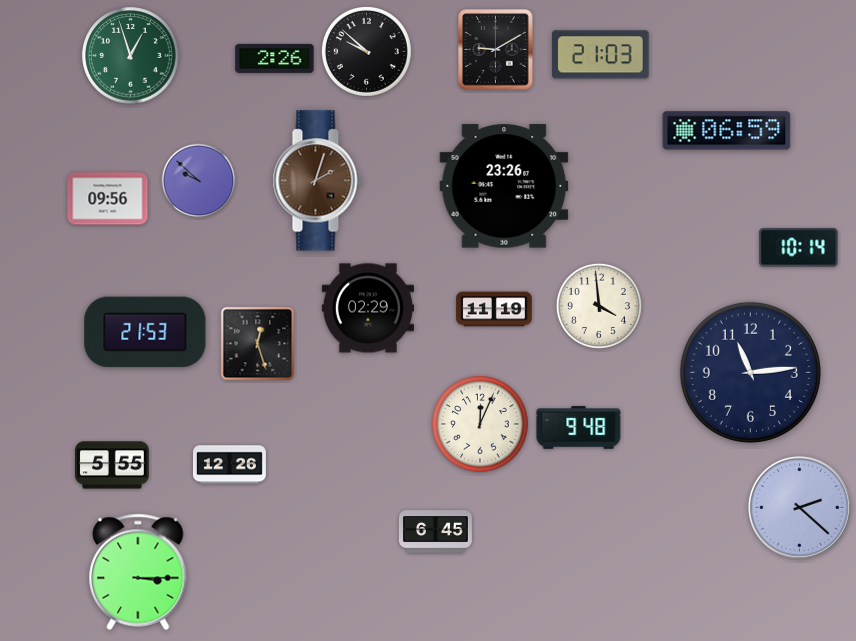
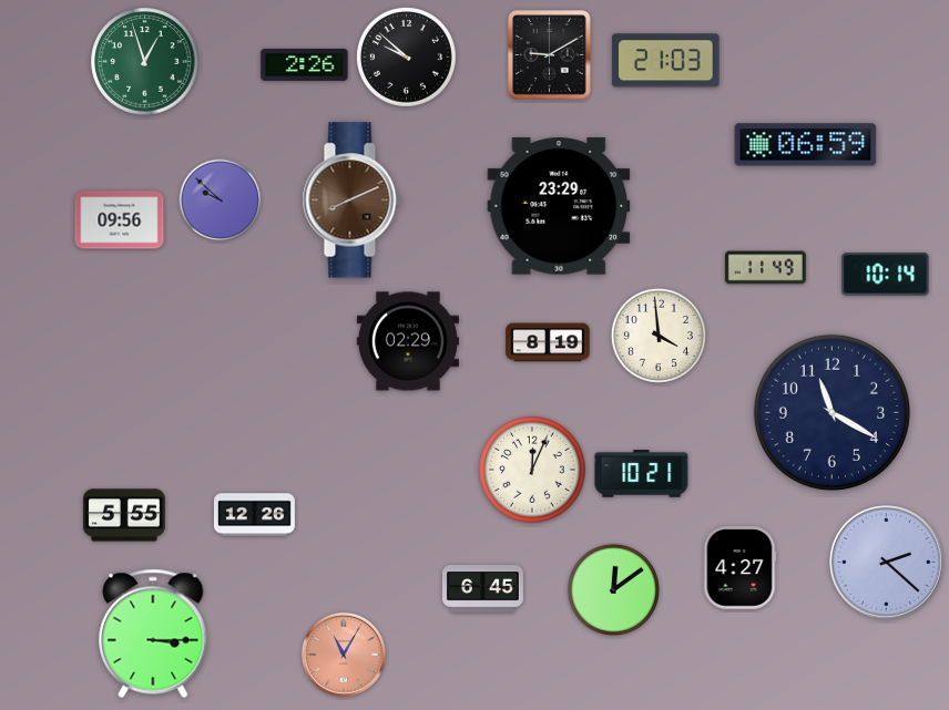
clock at (317, 181): 2:03 -> 8:11
clock at (504, 186): 23:26 -> 23:29
clock at (765, 268): none -> 11:49
clock at (599, 306) position: (599, 306) -> (659, 336)
clock at (494, 309): 11:19 -> 8:19
clock at (145, 332): 21:53 -> none
clock at (258, 344): 12:27 -> none
clock at (750, 372): 11:14 -> 11:20
clock at (579, 428): 9:48 -> 10:21
clock at (739, 568): none -> 4:27
clock at (613, 589): none -> 12:09
clock at (344, 655): none -> 11:05
